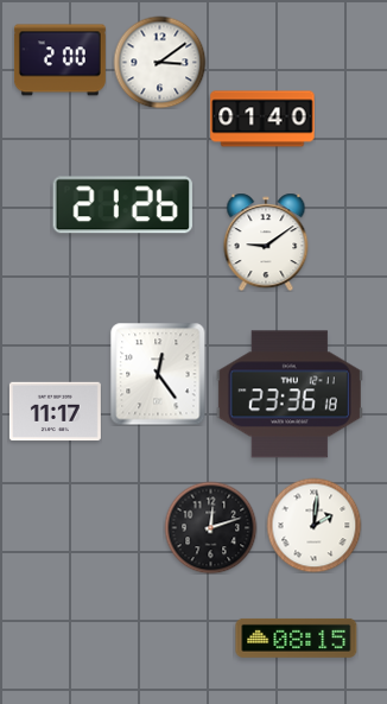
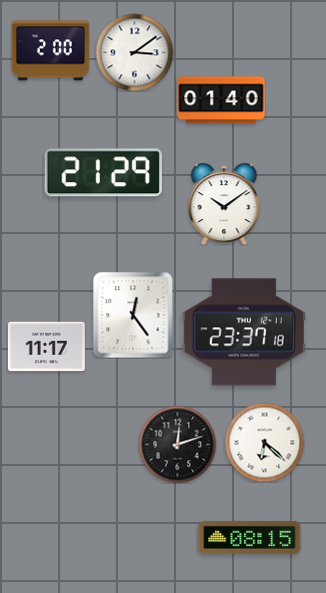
clock at (122, 205): 21:26 -> 21:29
clock at (266, 242): 9:09 -> 10:09
clock at (290, 394): 23:36 -> 23:37
clock at (313, 525): 2:01 -> 6:22
